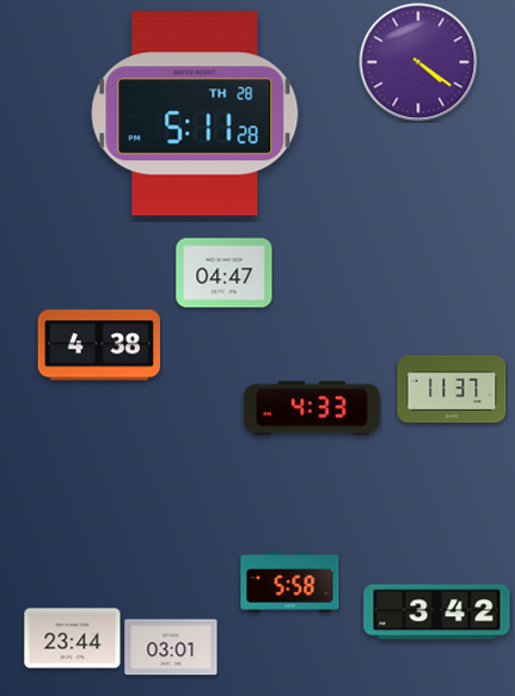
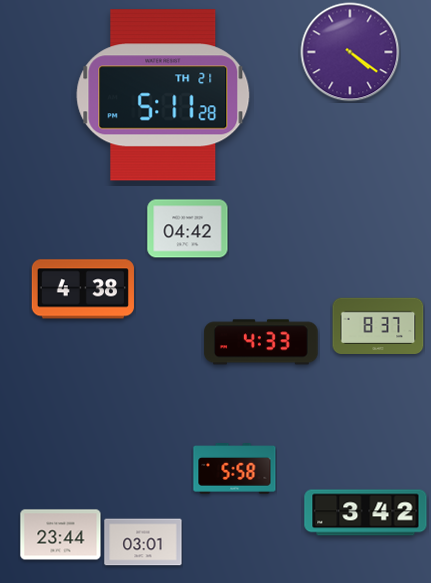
clock at (195, 113) date: TH 28 -> TH 21
clock at (225, 273): 04:47 -> 04:42
clock at (452, 389): 11:37 -> 8:37
clock at (290, 583) position: (290, 583) -> (235, 469)
